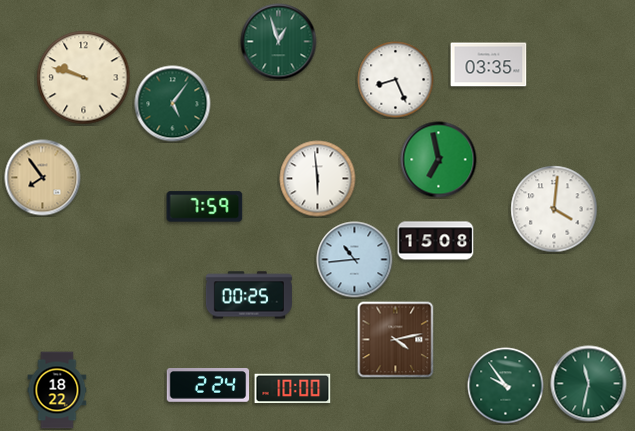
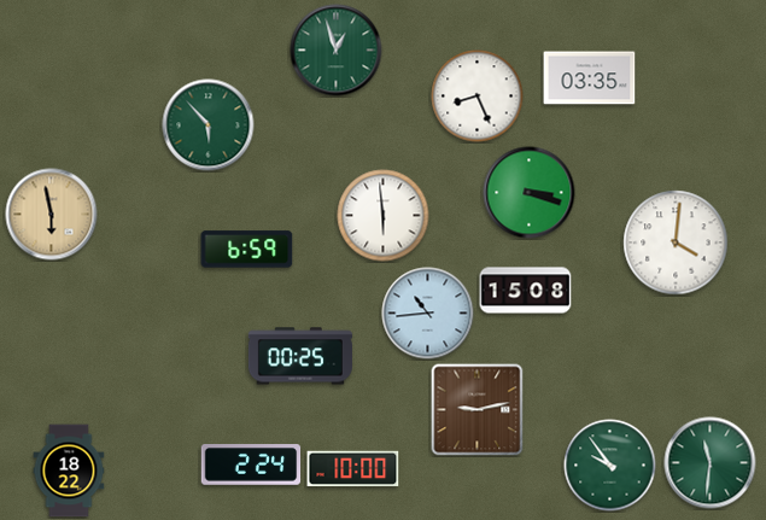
clock at (84, 78): 9:48 -> none
clock at (173, 104): 5:06 -> 5:53
clock at (439, 160): 6:58 -> 3:18
clock at (43, 178): 7:54 -> 5:58
clock at (205, 207): 7:59 -> 6:59
clock at (554, 209) position: (554, 209) -> (676, 243)
clock at (396, 340): 4:13 -> 9:13
clock at (589, 384): 11:32 -> 11:31
